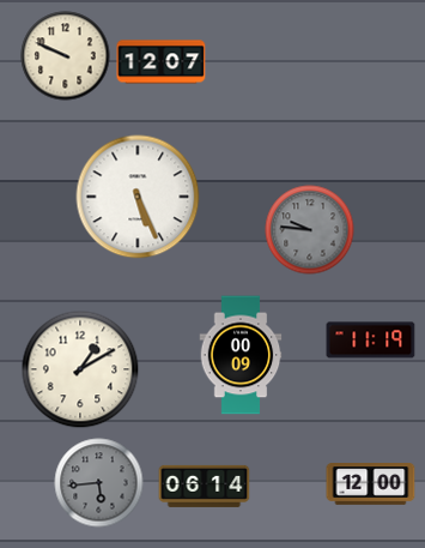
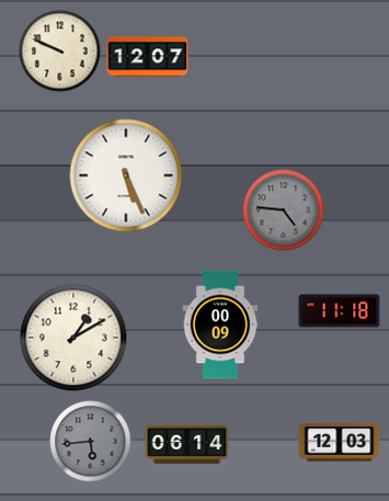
clock at (138, 197) position: (138, 197) -> (126, 175)
clock at (310, 230): 9:46 -> 4:46
clock at (371, 341): 11:19 -> 11:18
clock at (371, 484): 12:00 -> 12:03
